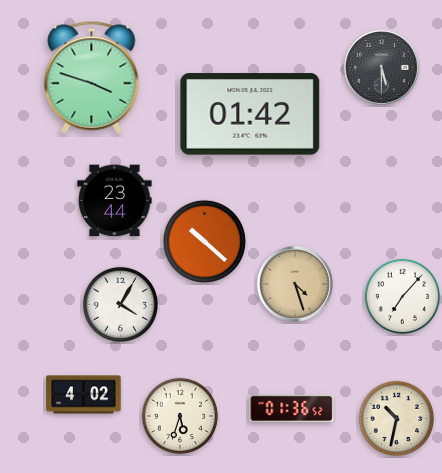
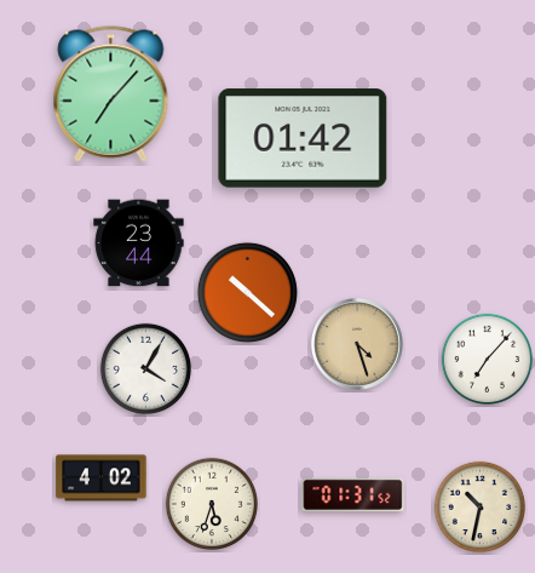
clock at (381, 67): 5:30 -> none
clock at (92, 78): 3:48 -> 7:07
clock at (292, 408): 01:36 -> 01:31
clock at (179, 415) position: (179, 415) -> (211, 503)
